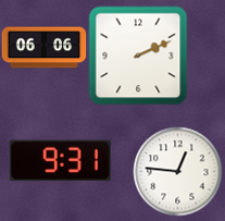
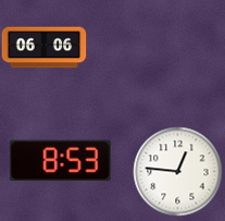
clock at (138, 56): 2:11 -> none
clock at (60, 161): 9:31 -> 8:53
